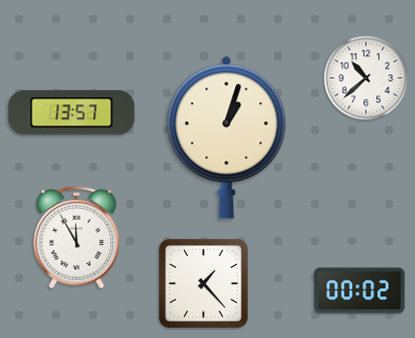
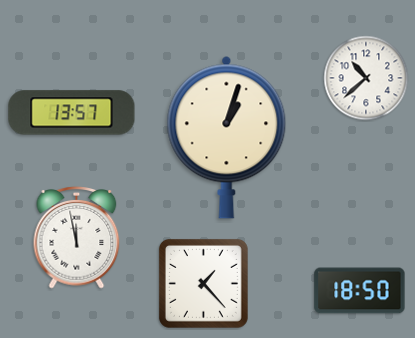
clock at (77, 238): 11:55 -> 11:58
clock at (360, 291): 00:02 -> 18:50
